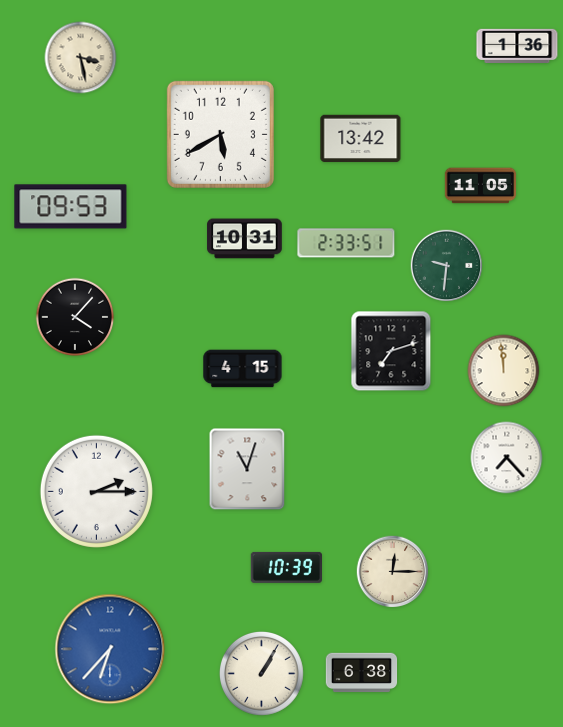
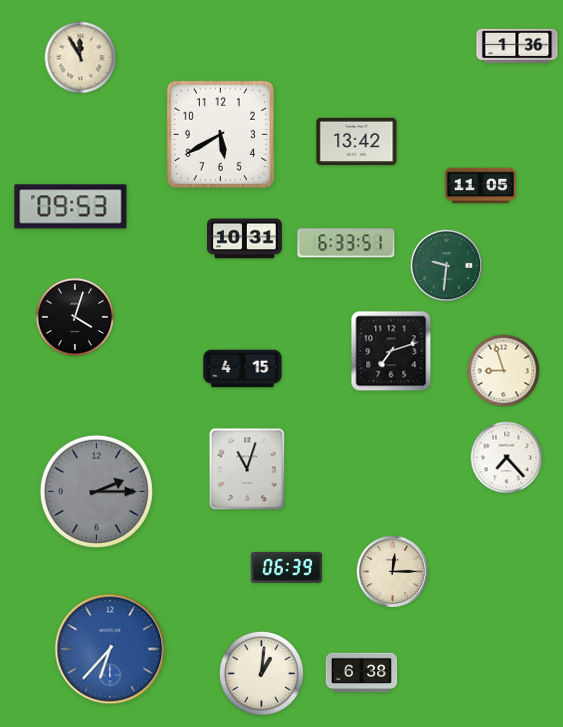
clock at (81, 58): 3:28 -> 11:55
clock at (361, 139) position: (361, 139) -> (357, 142)
clock at (346, 243): 2:33 -> 6:33
clock at (75, 317): 4:07 -> 4:03
clock at (504, 371): 11:59 -> 8:57
clock at (96, 491) dial: white -> grey
clock at (286, 567): 10:39 -> 06:39
clock at (261, 673): 1:05 -> 1:01
